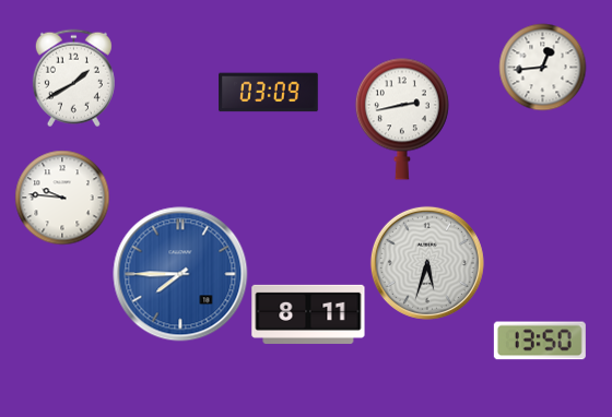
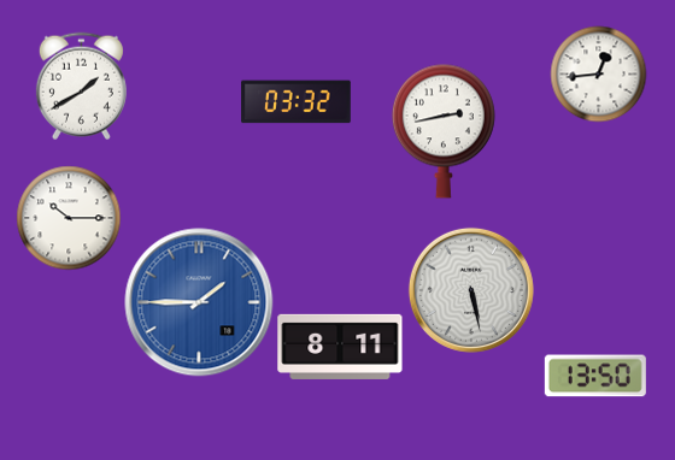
clock at (269, 93): 03:09 -> 03:32
clock at (62, 198): 9:46 -> 10:15
clock at (427, 263): 5:33 -> 5:28
clock at (180, 274): 7:45 -> 1:45
